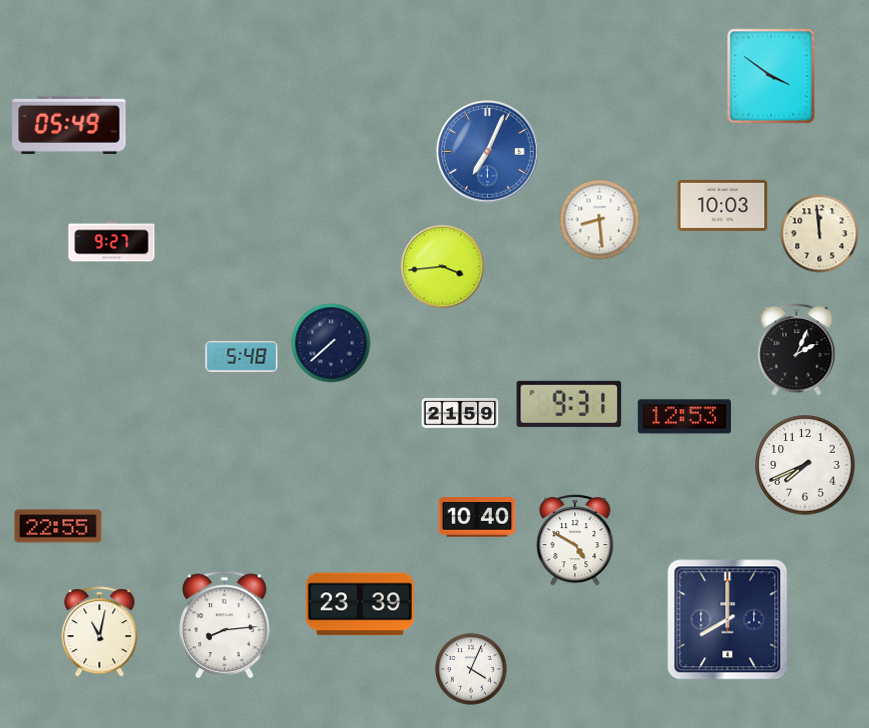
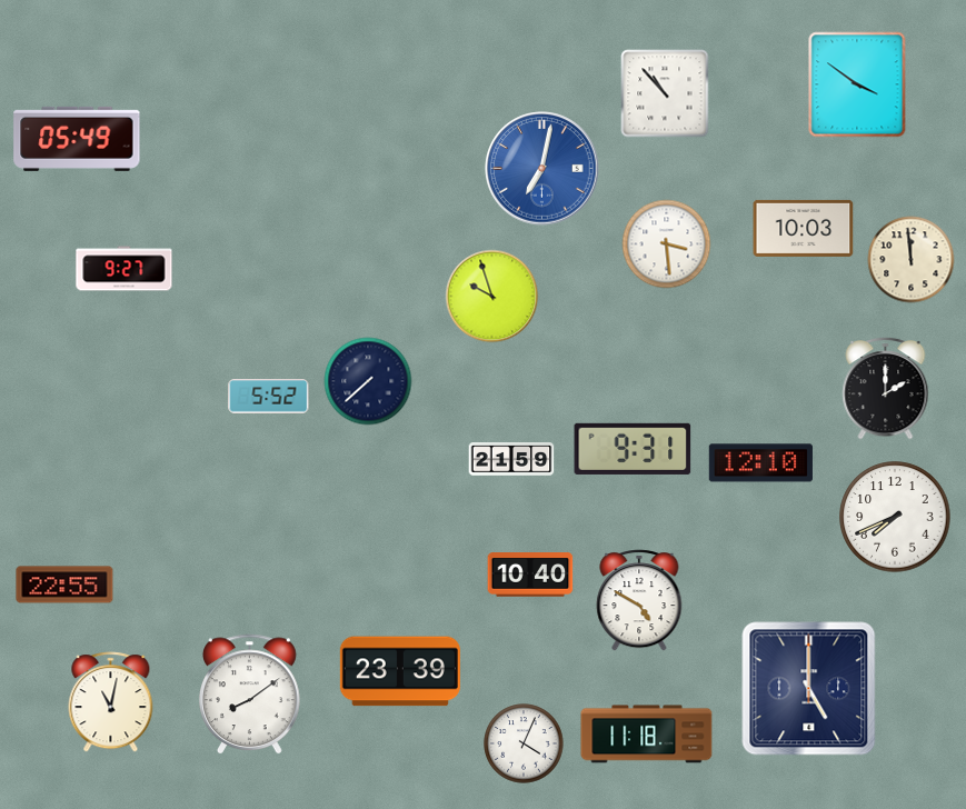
clock at (665, 93): none -> 10:53
clock at (488, 152): 7:04 -> 7:02
clock at (600, 220): 8:29 -> 3:29
clock at (443, 267): 3:44 -> 9:57
clock at (797, 349): 2:04 -> 2:00
clock at (242, 357): 5:48 -> 5:52
clock at (684, 417): 12:53 -> 12:10
clock at (728, 620): 8:00 -> 5:00
clock at (225, 625): 8:14 -> 8:09
clock at (647, 735): none -> 11:18
